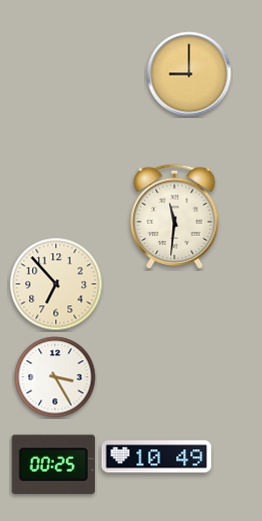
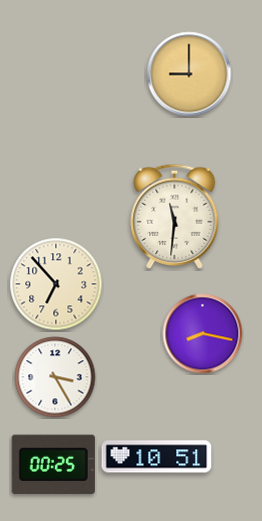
clock at (203, 334): none -> 8:17
clock at (157, 457): 10:49 -> 10:51
